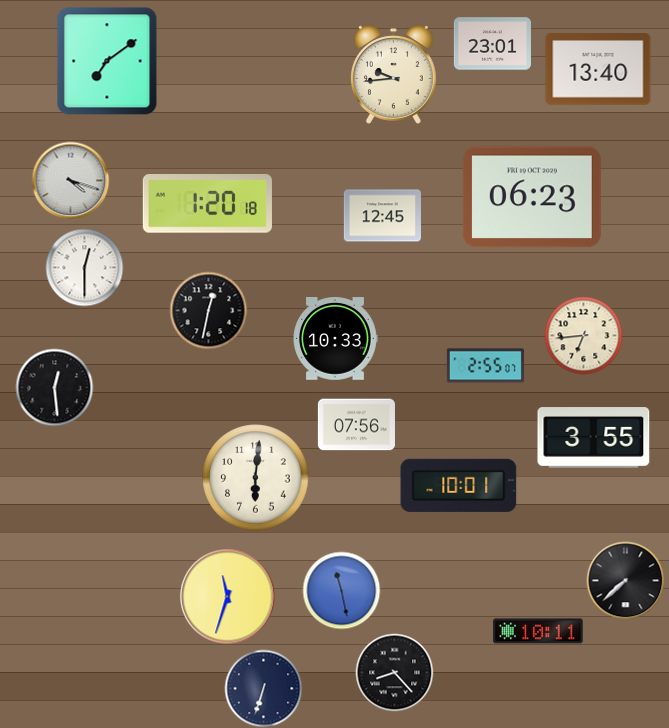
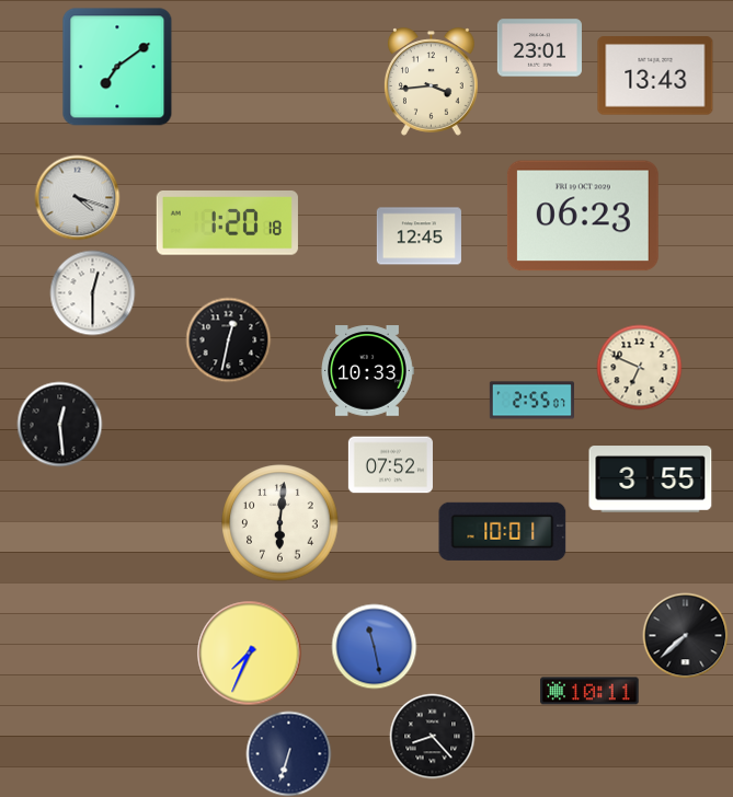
clock at (598, 69): 13:40 -> 13:43
clock at (393, 75): 9:44 -> 3:44
clock at (583, 335): 6:44 -> 6:49
clock at (356, 425): 07:56 -> 07:52
clock at (227, 596): 11:33 -> 7:34
